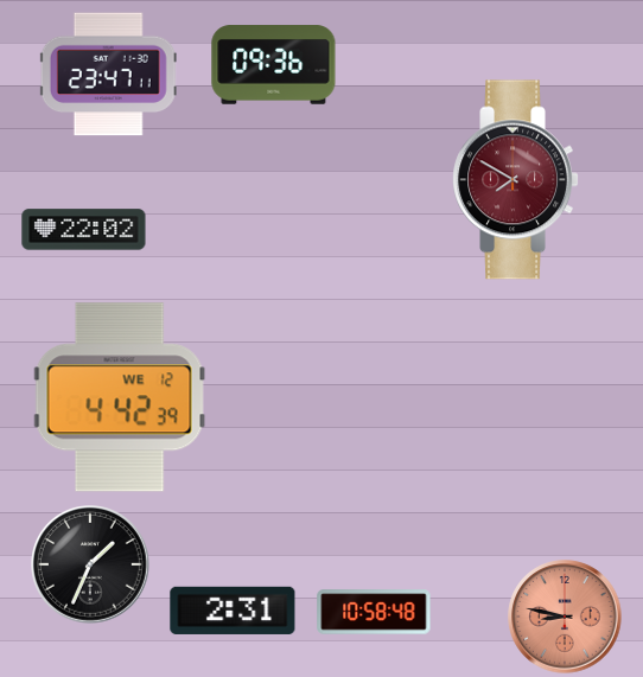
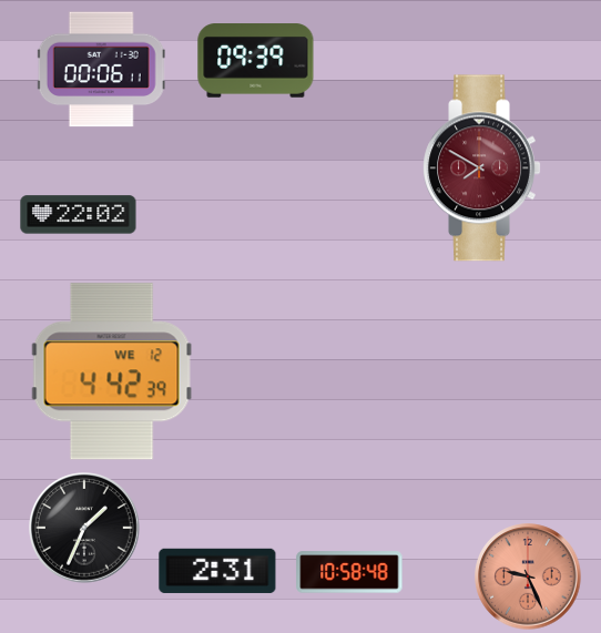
clock at (274, 65): 09:36 -> 09:39
clock at (108, 75): 23:47 -> 00:06
clock at (565, 617): 8:47 -> 9:26
